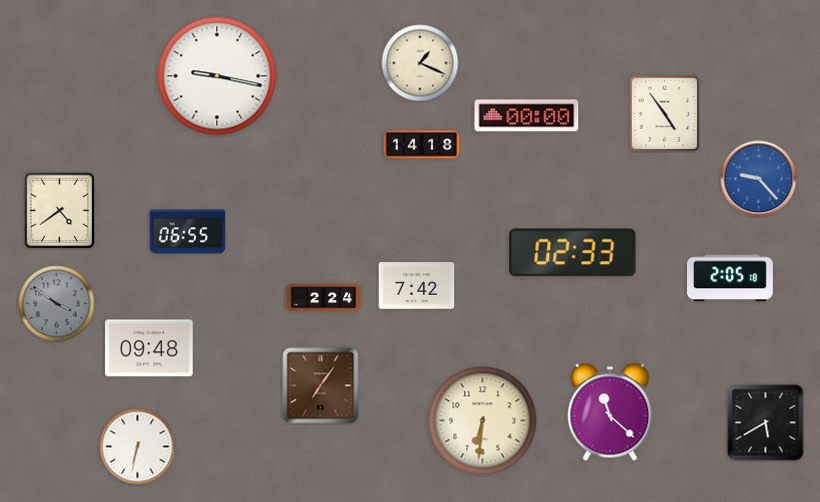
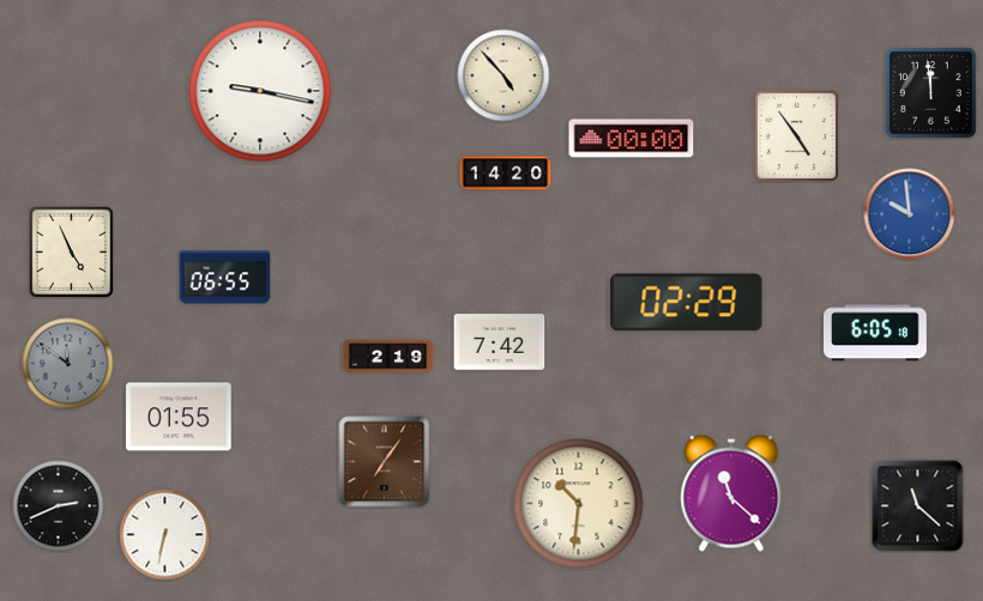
clock at (420, 63): 1:19 -> 4:53
clock at (931, 93): none -> 11:59
clock at (422, 145): 14:18 -> 14:20
clock at (759, 179): 9:23 -> 9:59
clock at (60, 210): 4:39 -> 4:56
clock at (573, 253): 02:33 -> 02:29
clock at (731, 278): 2:05 -> 6:05
clock at (324, 298): 2:24 -> 2:19
clock at (57, 304): 3:51 -> 11:51
clock at (149, 348): 09:48 -> 01:55
clock at (483, 421): 6:31 -> 10:31
clock at (59, 506): none -> 2:41
clock at (766, 423): 5:40 -> 11:22
